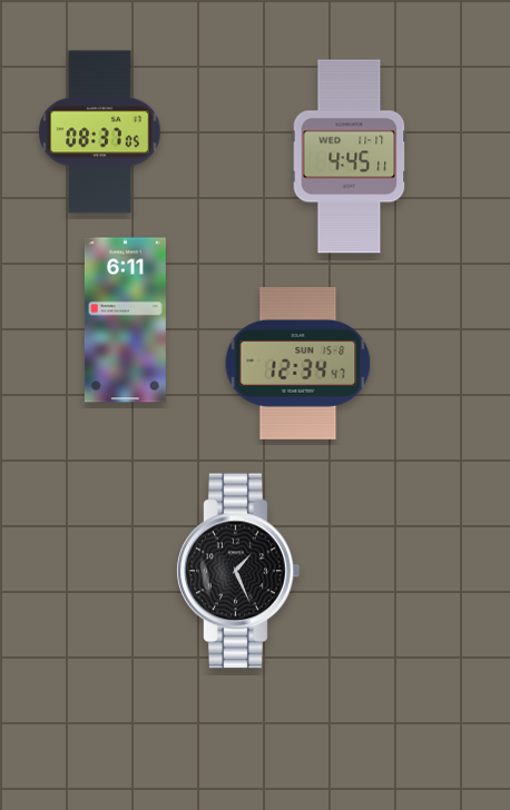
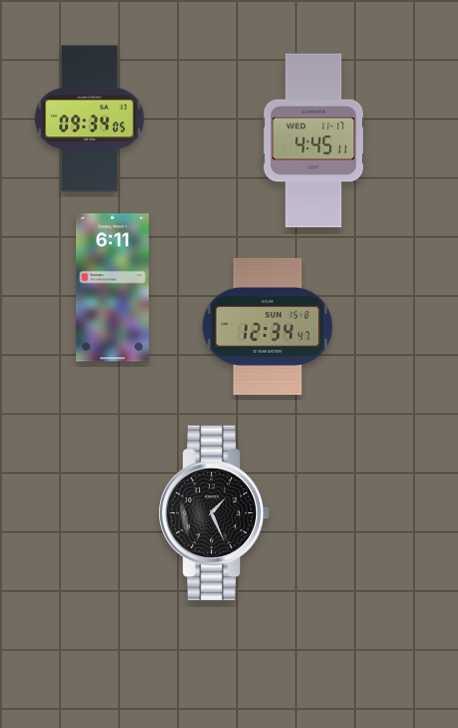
clock at (100, 132): 08:37 -> 09:34
